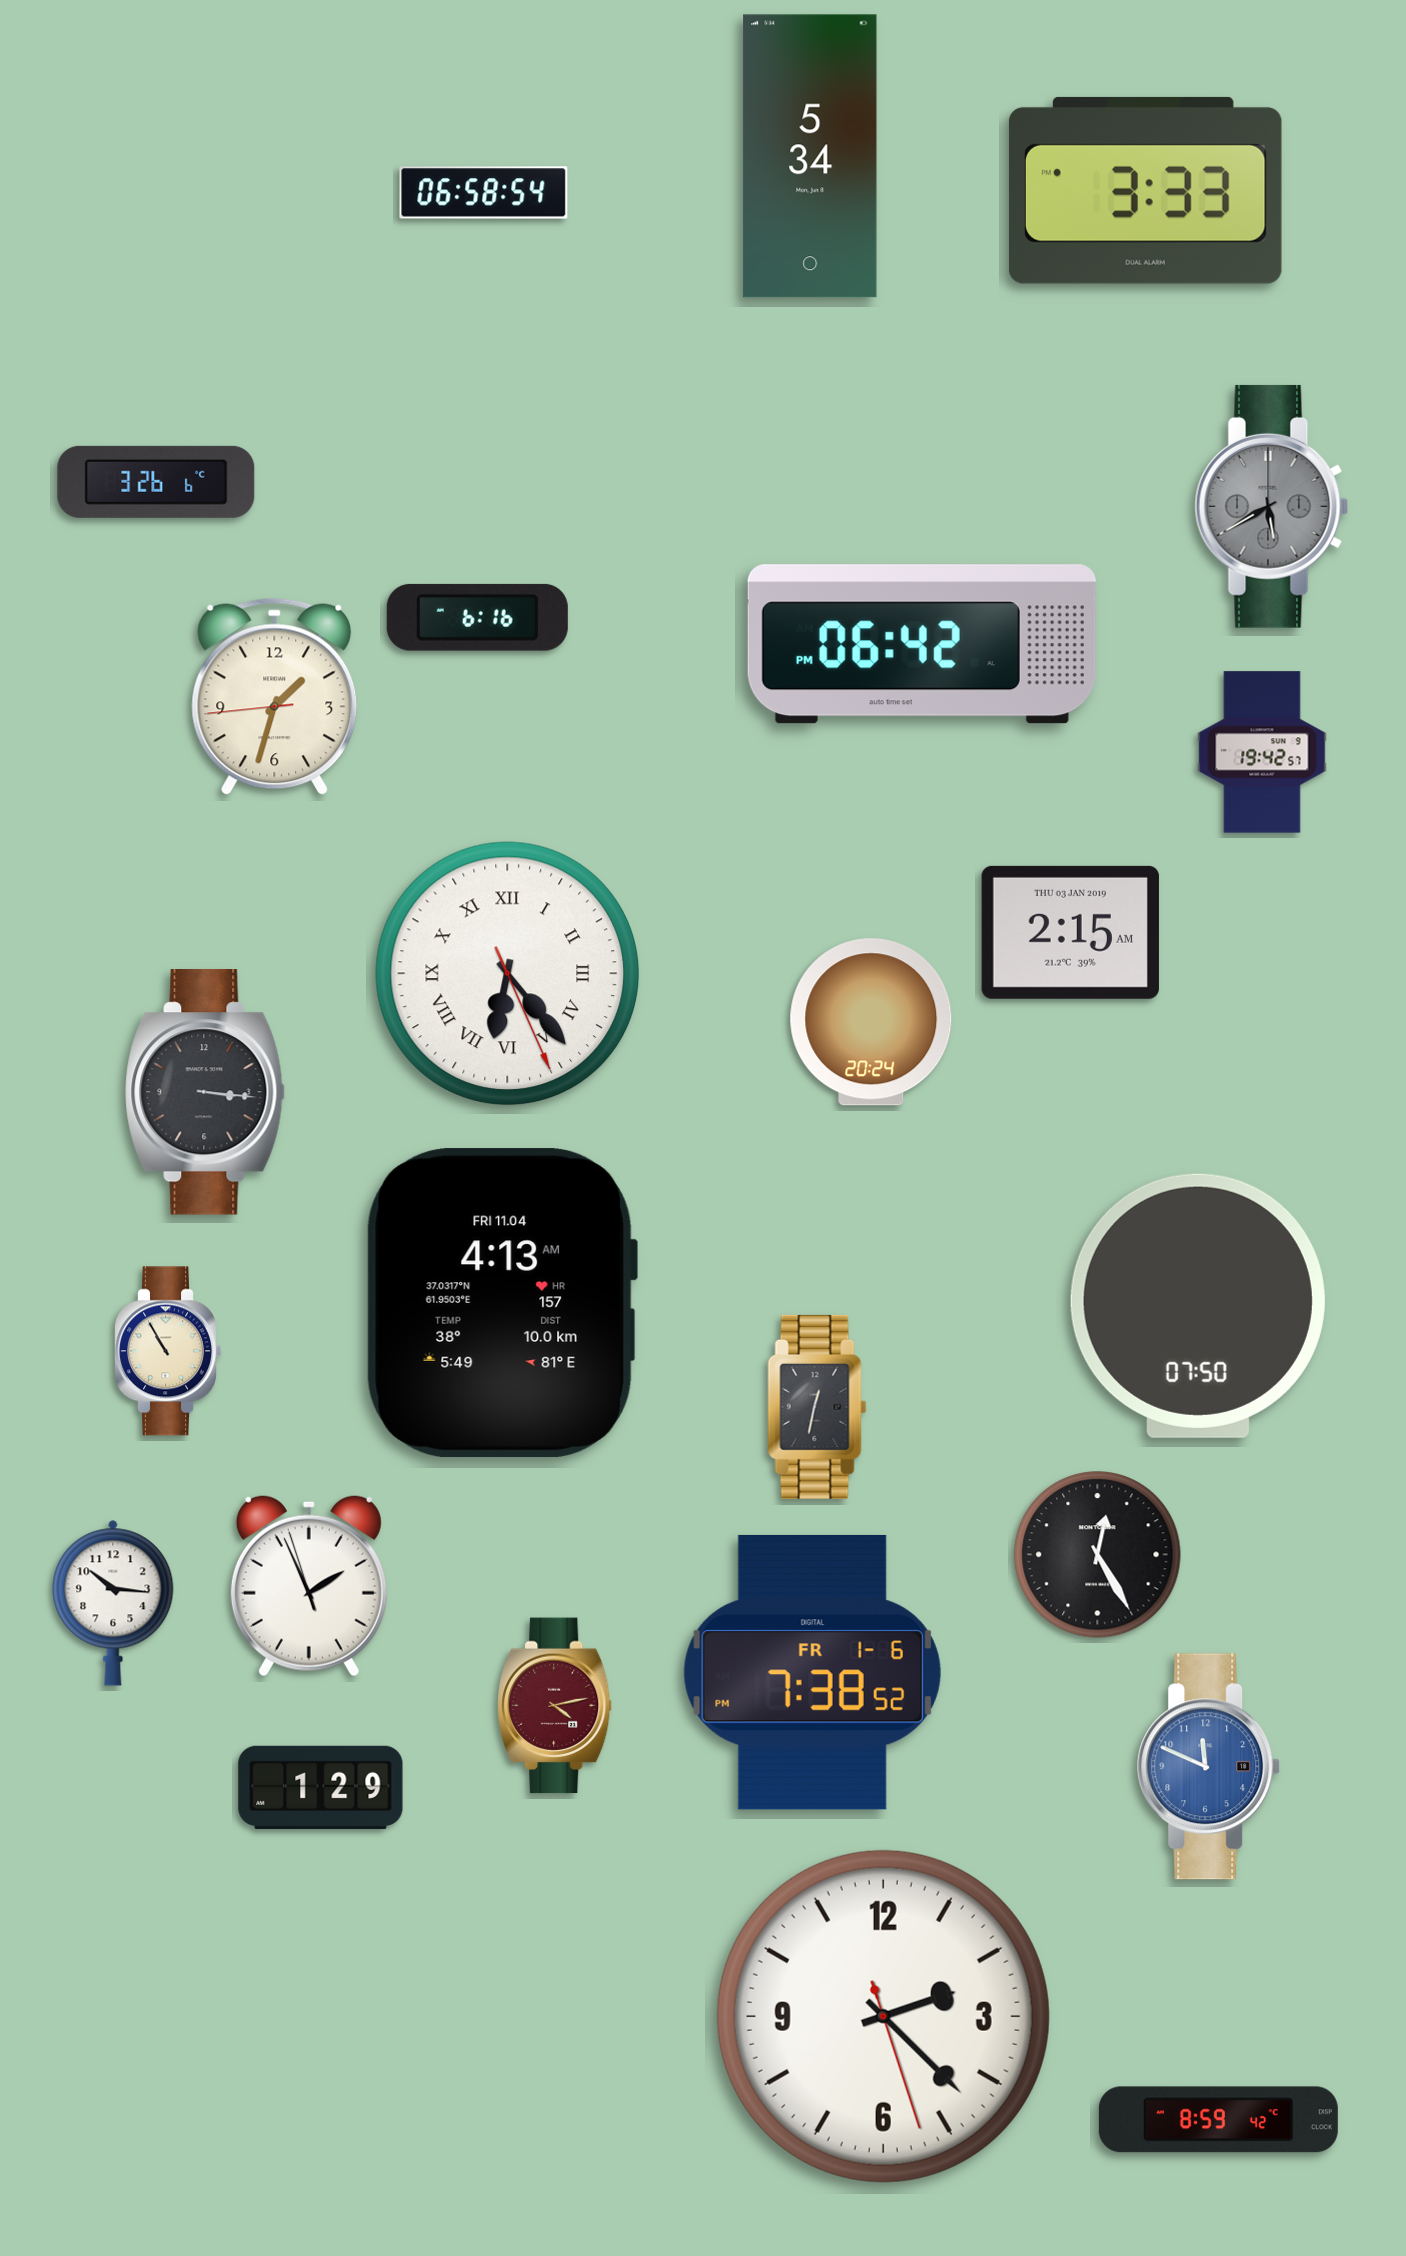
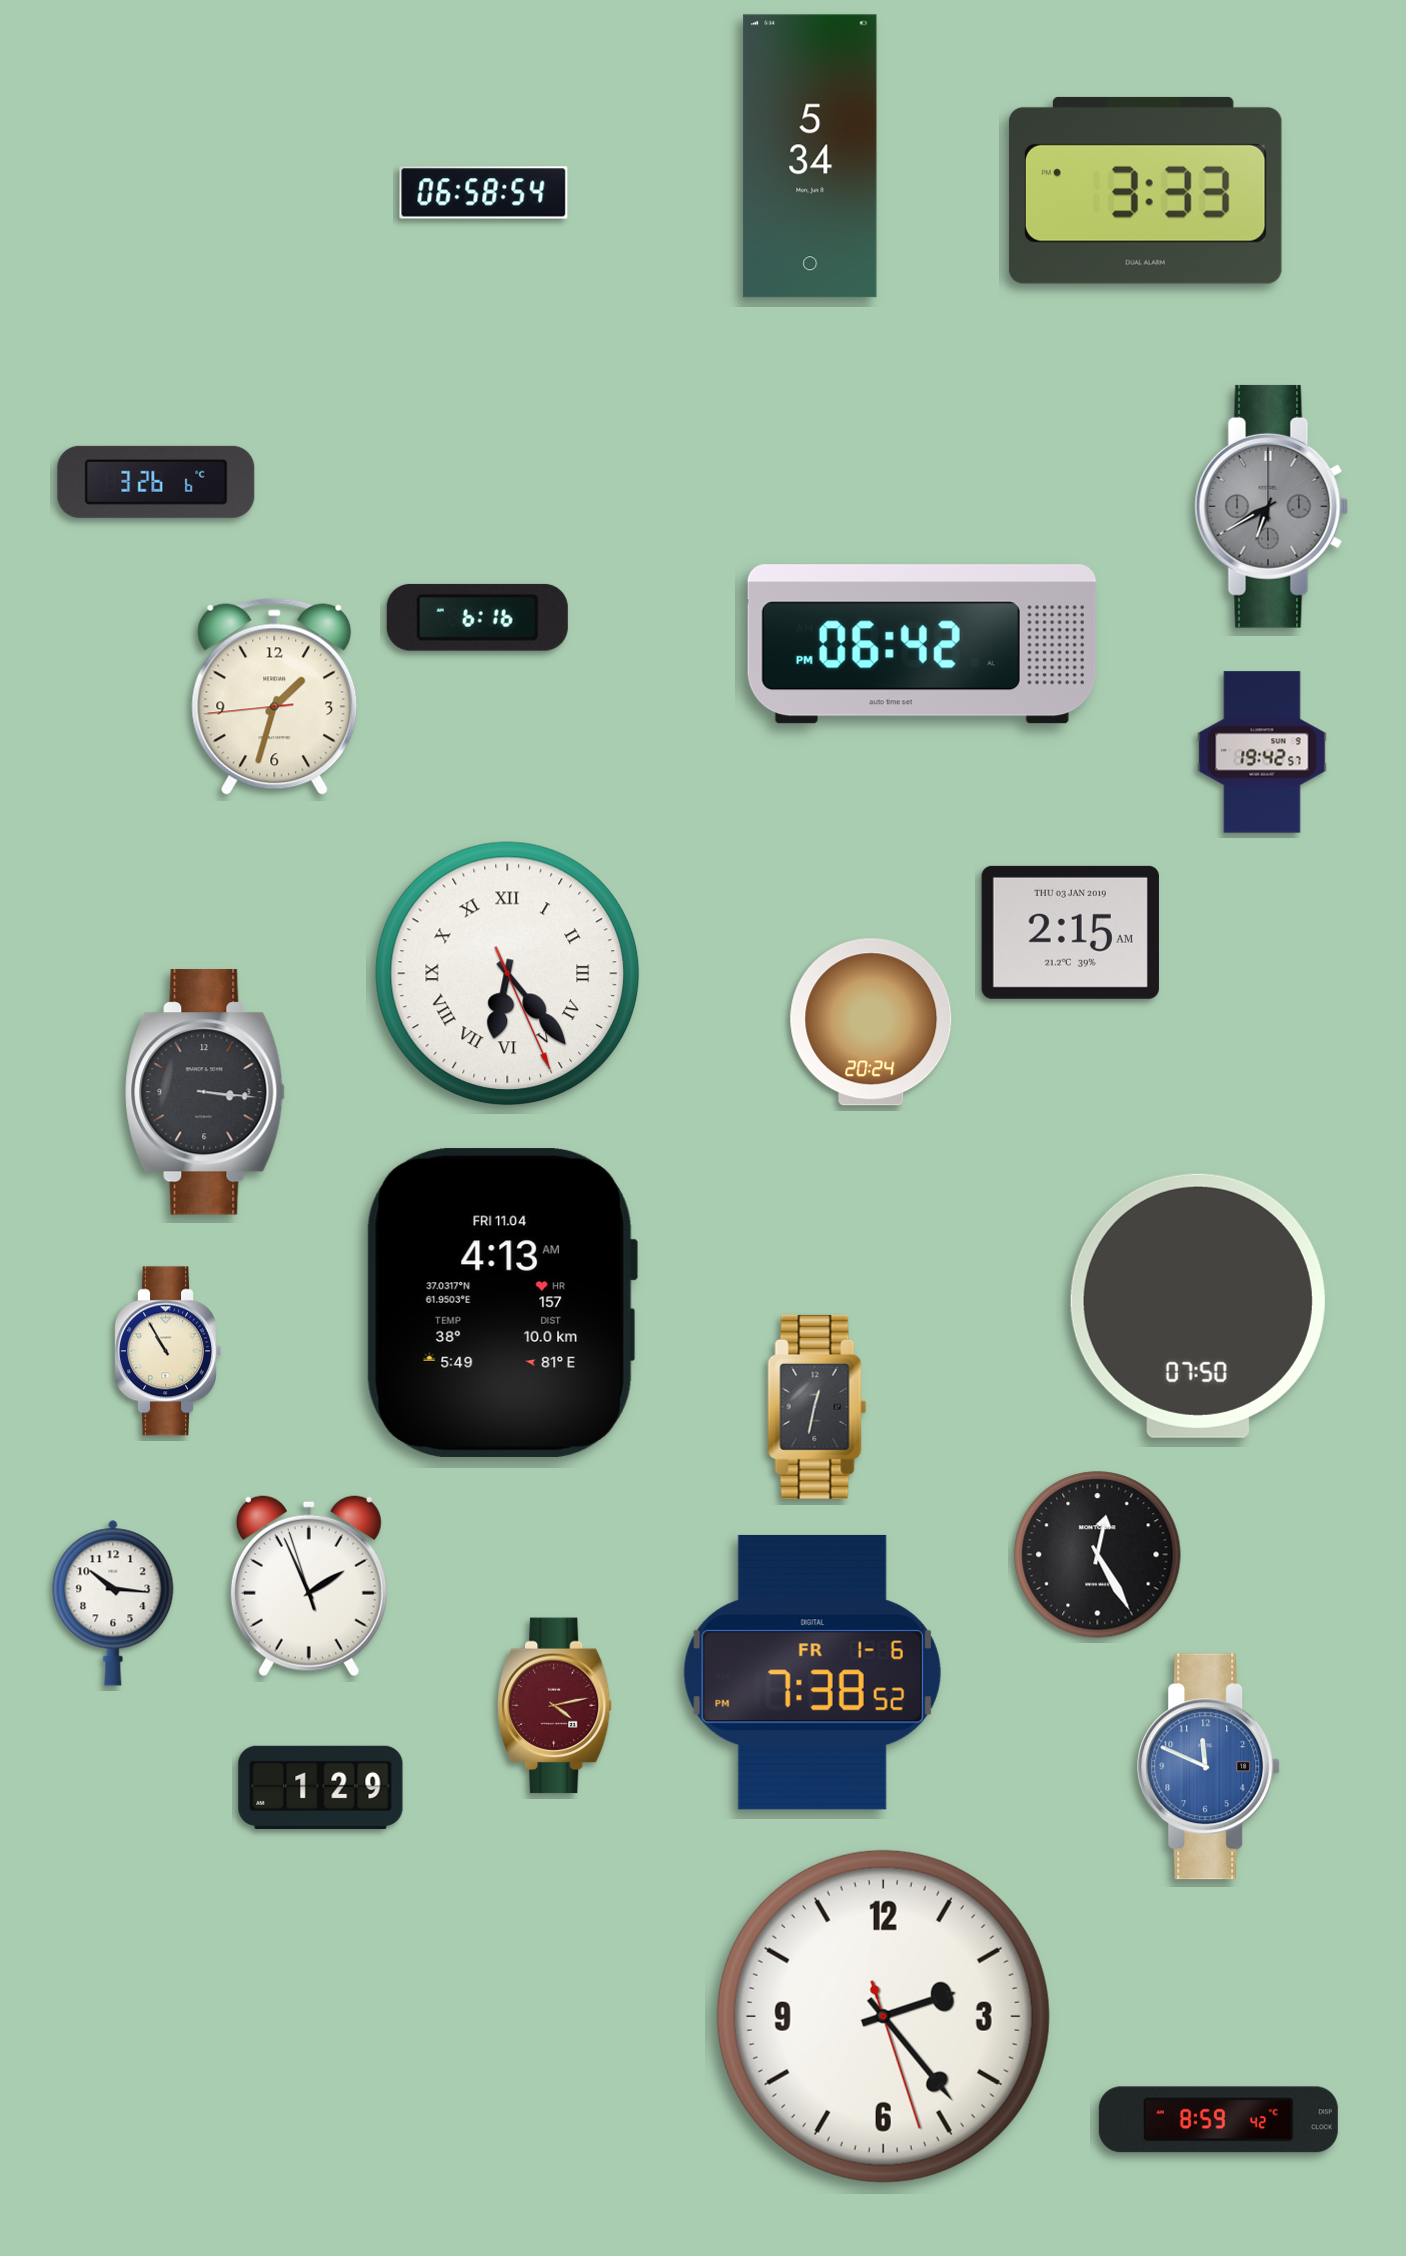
clock at (1272, 506): 5:40 -> 6:40
clock at (883, 2016): 2:22 -> 2:23
